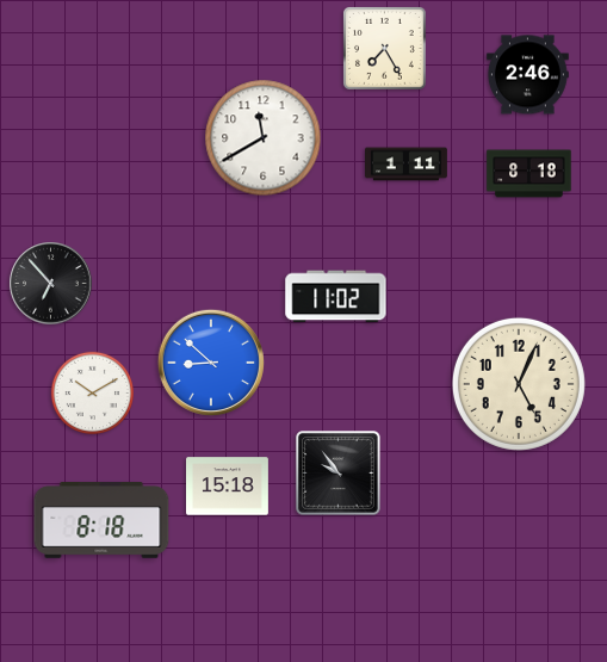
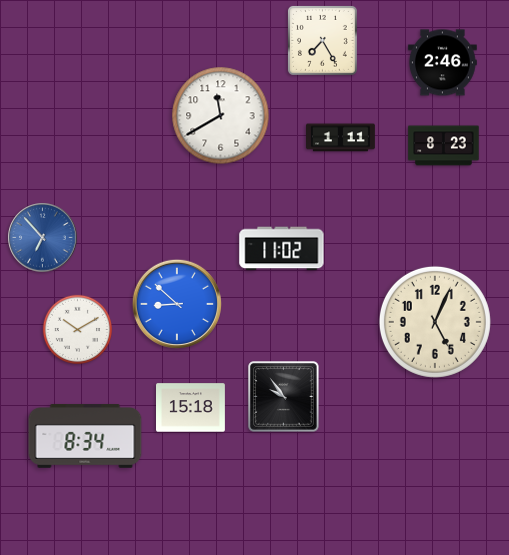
clock at (529, 174): 8:18 -> 8:23
clock at (51, 284) dial: black -> blue
clock at (101, 520): 8:18 -> 8:34
